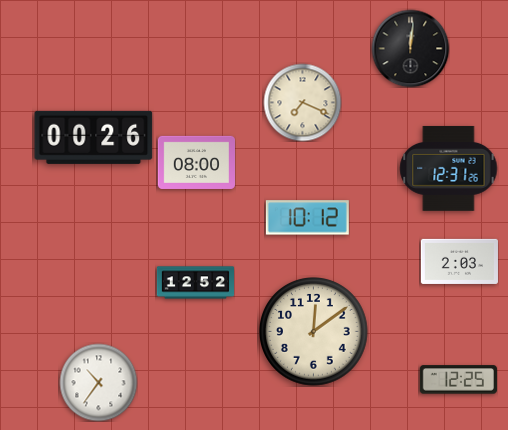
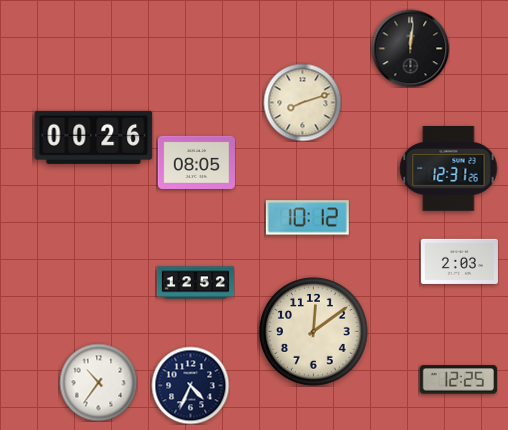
clock at (302, 102): 7:19 -> 8:12
clock at (196, 162): 08:00 -> 08:05
clock at (190, 385): none -> 4:34
